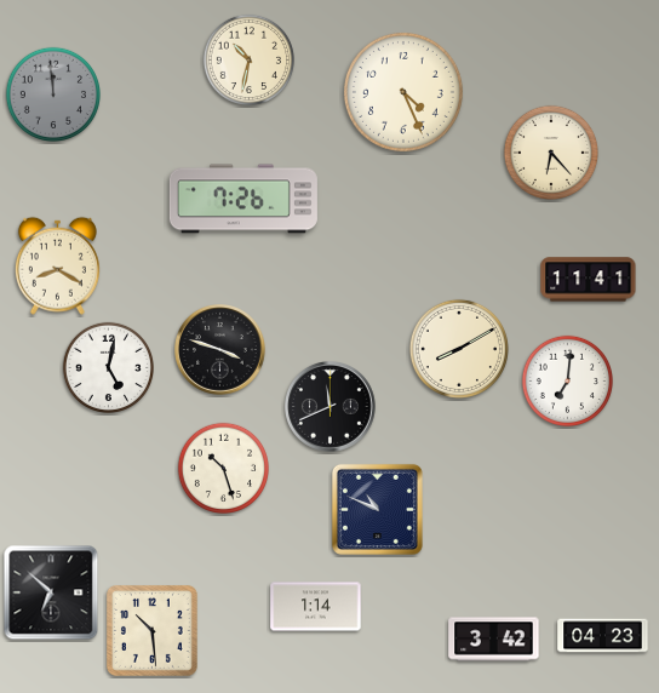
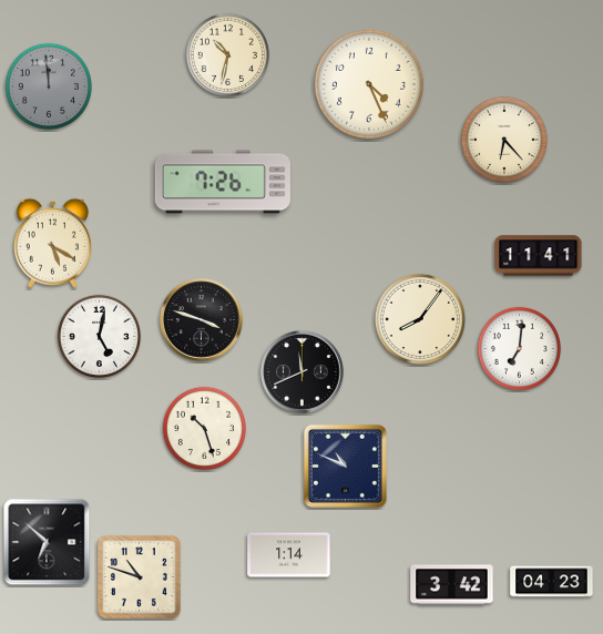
clock at (57, 265): 8:20 -> 5:20
clock at (459, 349): 8:10 -> 8:06
clock at (151, 630): 10:29 -> 10:48
